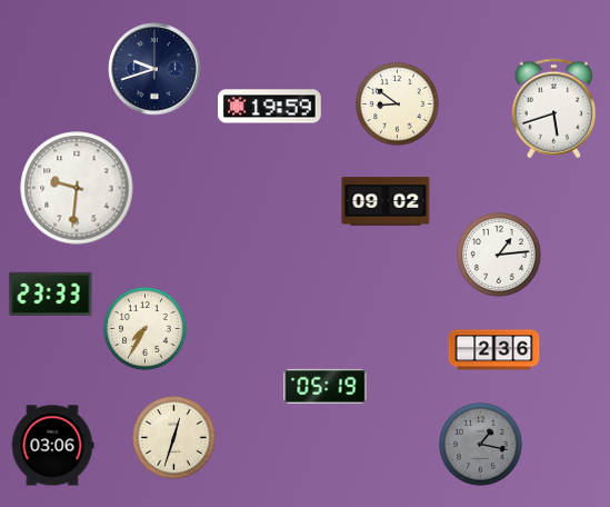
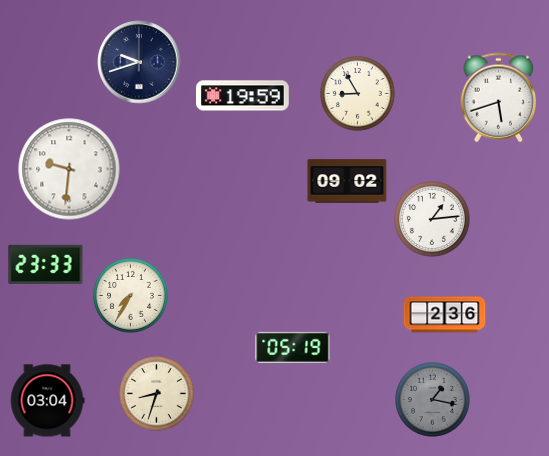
clock at (398, 105): 8:51 -> 8:55
clock at (500, 256) position: (500, 256) -> (433, 220)
clock at (174, 438): 12:33 -> 8:33
clock at (52, 446): 03:06 -> 03:04
